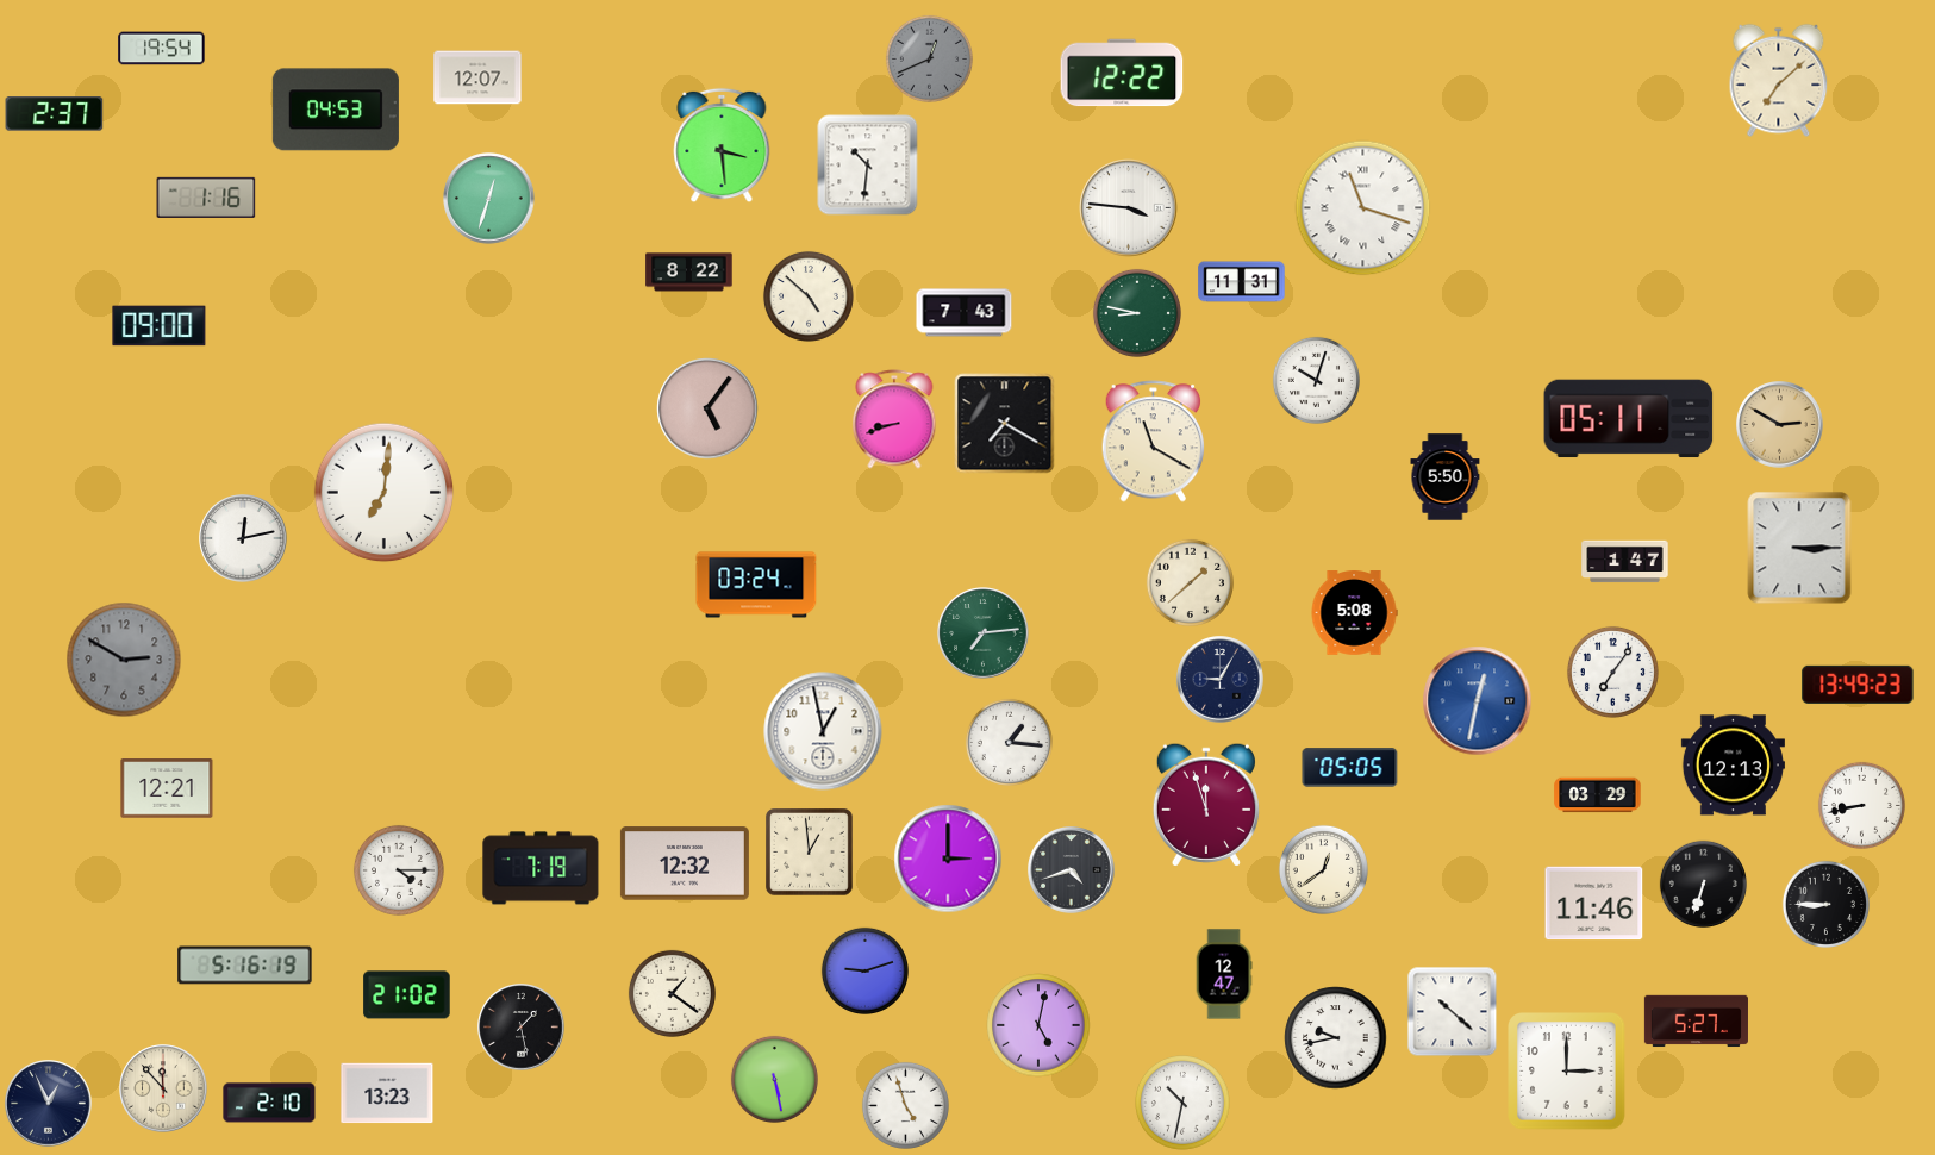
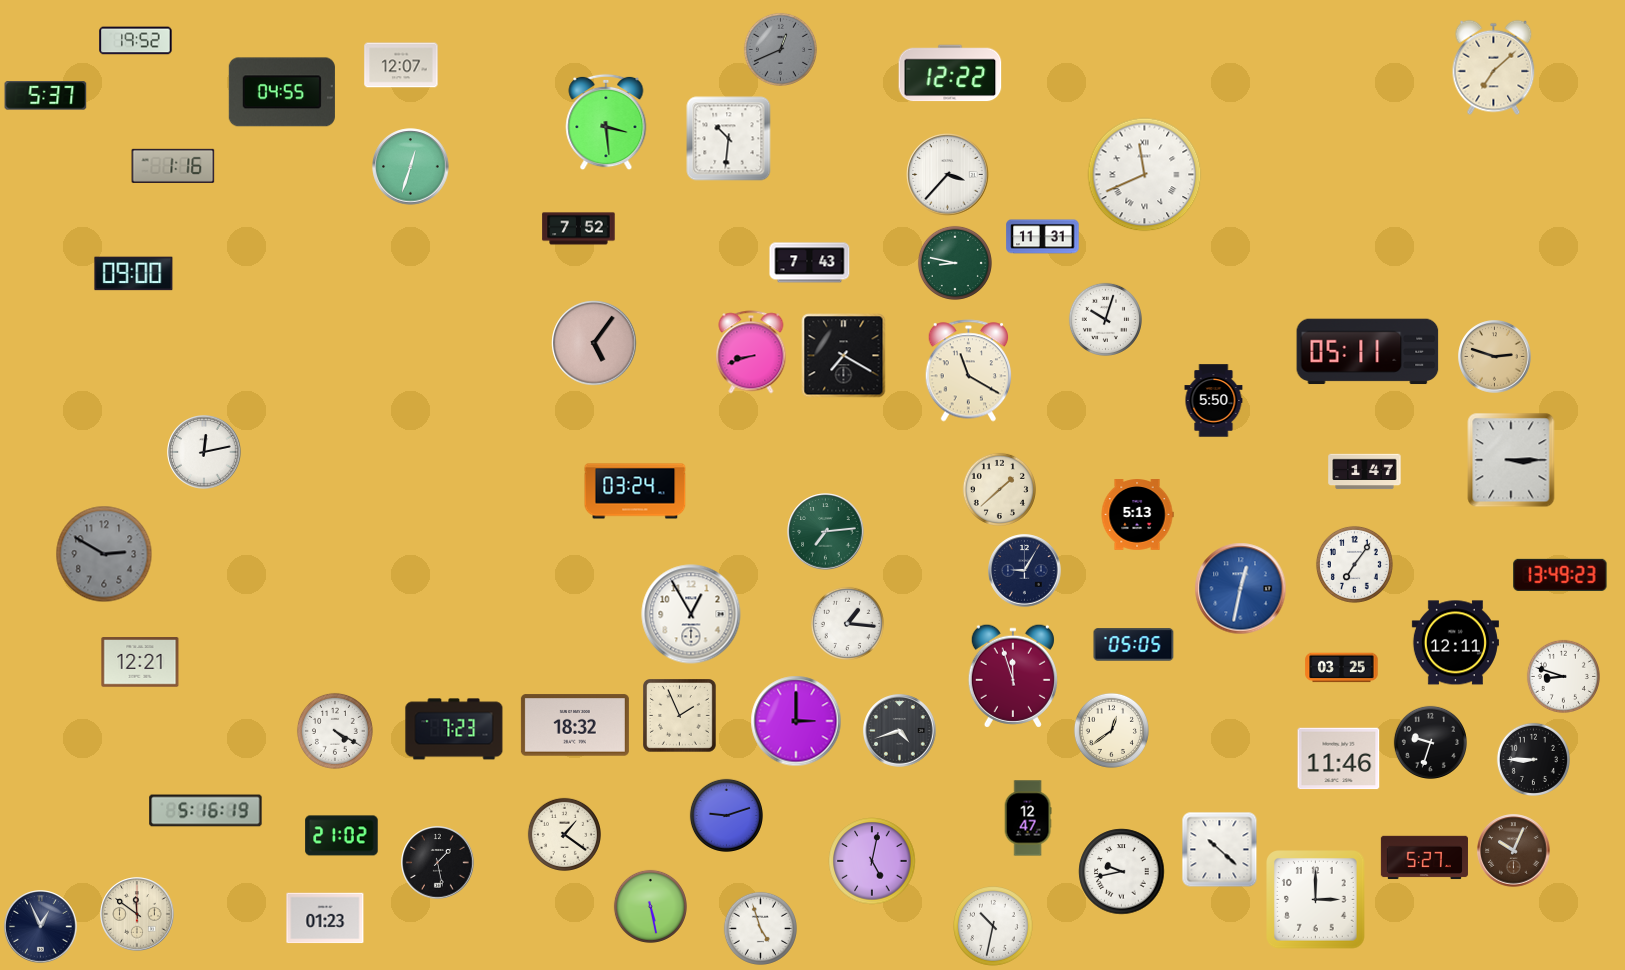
clock at (162, 49): 19:54 -> 19:52
clock at (1122, 73) position: (1122, 73) -> (950, 73)
clock at (336, 110): 04:53 -> 04:55
clock at (55, 114): 2:37 -> 5:37
clock at (1129, 208): 3:46 -> 3:37
clock at (1363, 208): 11:18 -> 11:41
clock at (689, 273): 8:22 -> 7:52
clock at (809, 296): 4:52 -> none
clock at (1780, 425): 2:50 -> 2:48
clock at (385, 493): 7:01 -> none
clock at (1354, 613): 5:08 -> 5:13
clock at (823, 731): 12:58 -> 12:55
clock at (1733, 766): 12:13 -> 12:11
clock at (1598, 795): 03:29 -> 03:25
clock at (1861, 805): 8:43 -> 8:48
clock at (810, 853): 12:59 -> 1:56
clock at (685, 863): 12:32 -> 18:32
clock at (541, 868): 7:19 -> 7:23
clock at (399, 870): 4:15 -> 4:20
clock at (1703, 884): 6:33 -> 9:33
clock at (1514, 851): none -> 10:04
clock at (163, 1088): 11:53 -> 11:51
clock at (387, 1093): 13:23 -> 01:23
clock at (269, 1103): 2:10 -> none
